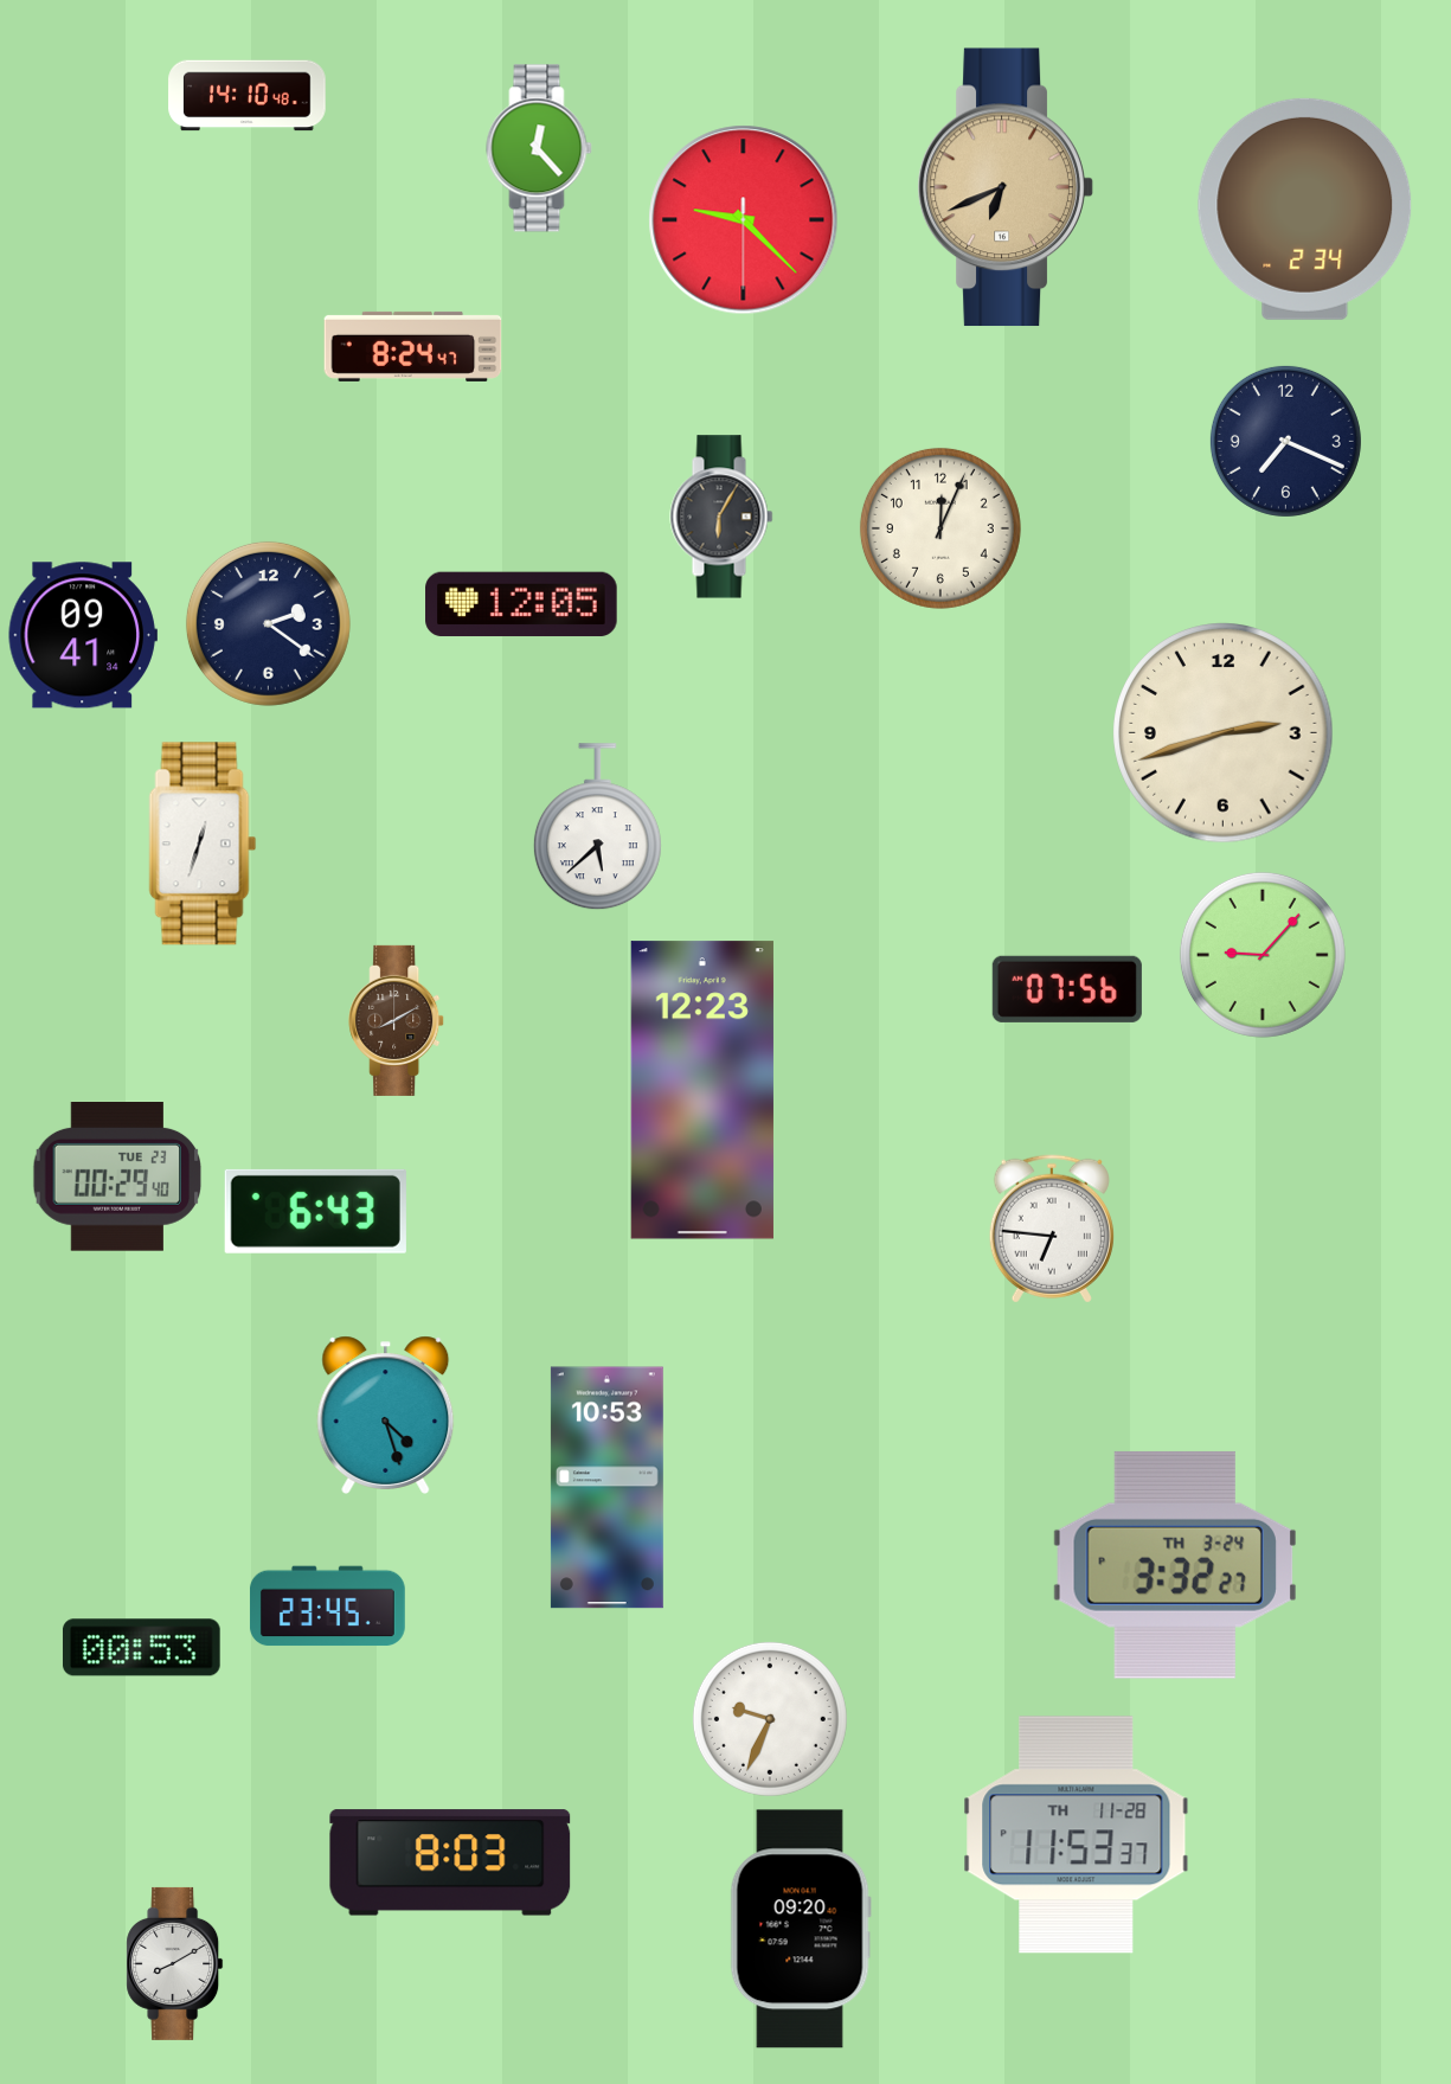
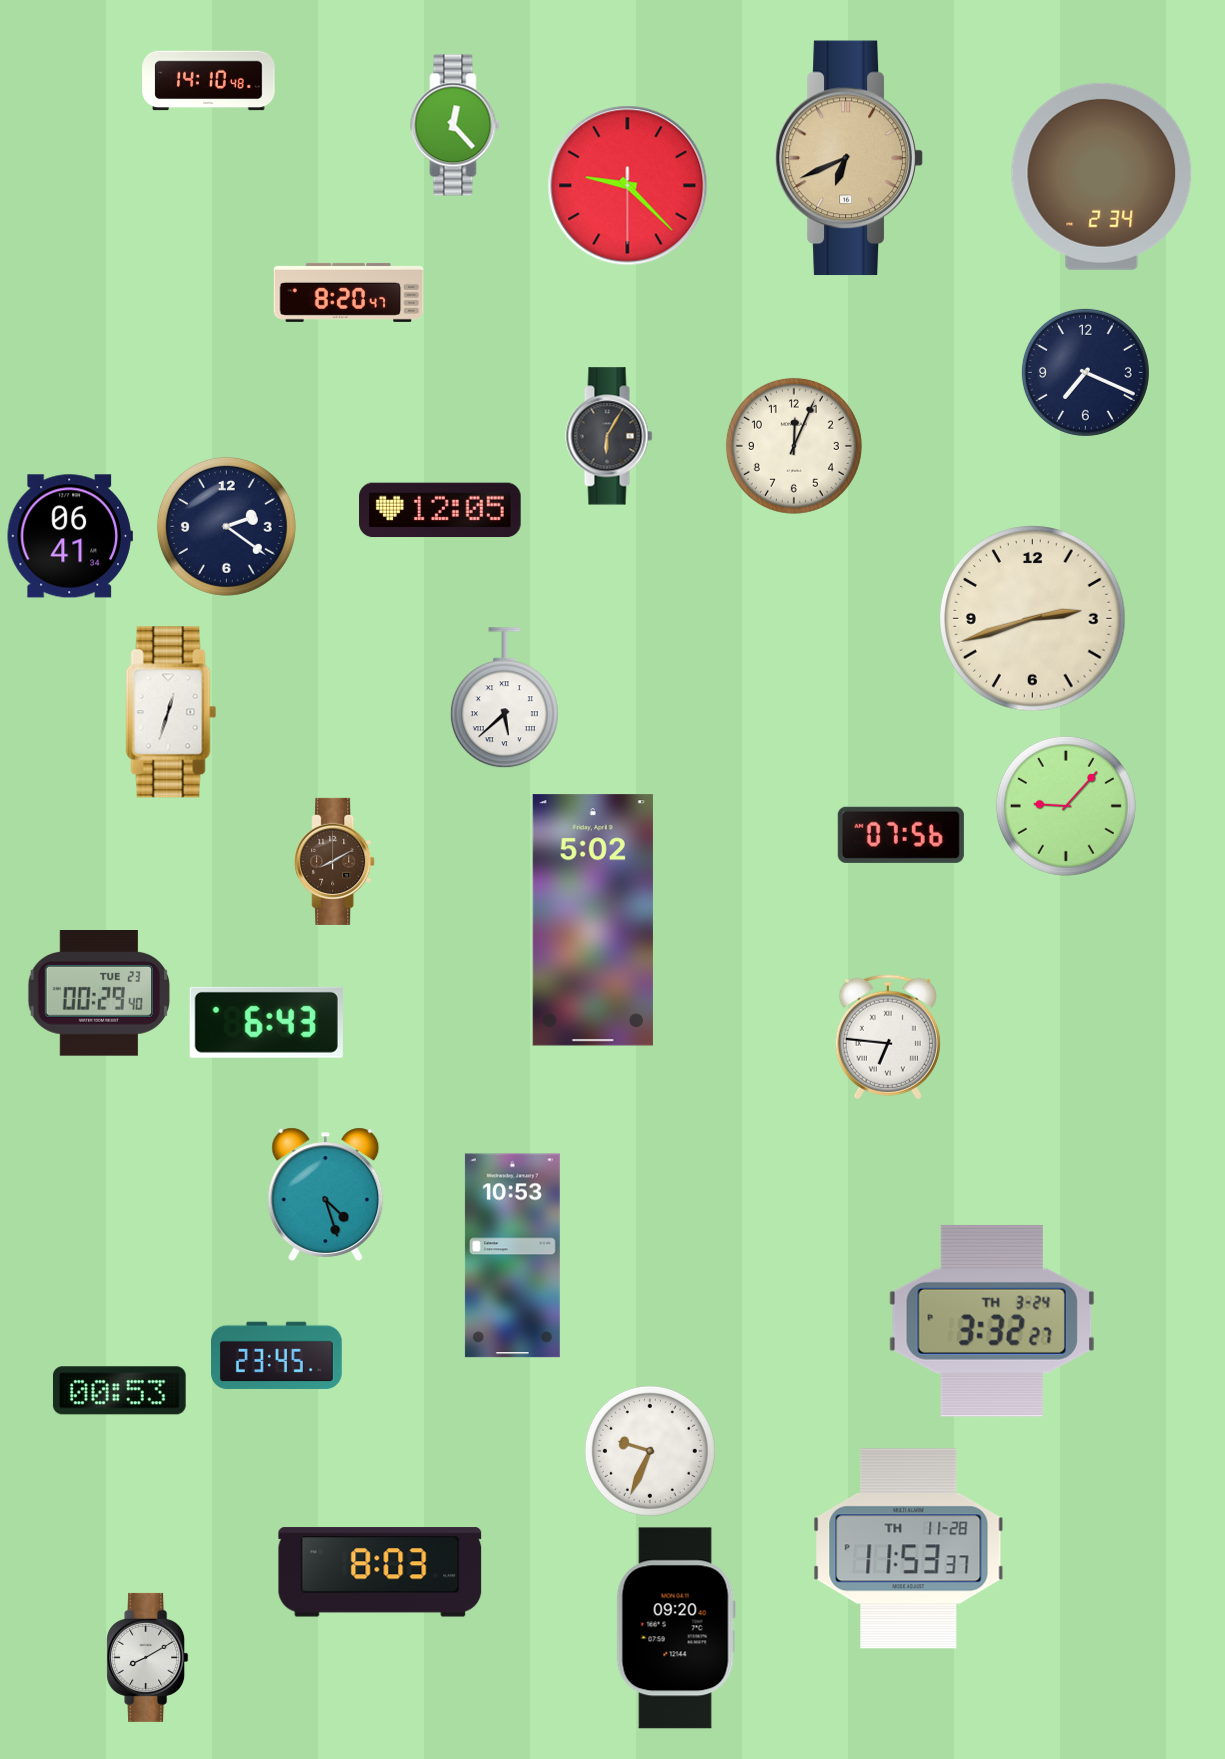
clock at (413, 346): 8:24 -> 8:20
clock at (83, 635): 09:41 -> 06:41
clock at (702, 1090): 12:23 -> 5:02
